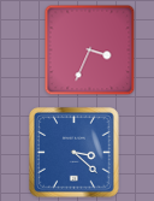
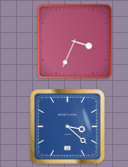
clock at (75, 153) position: (75, 153) -> (68, 127)
